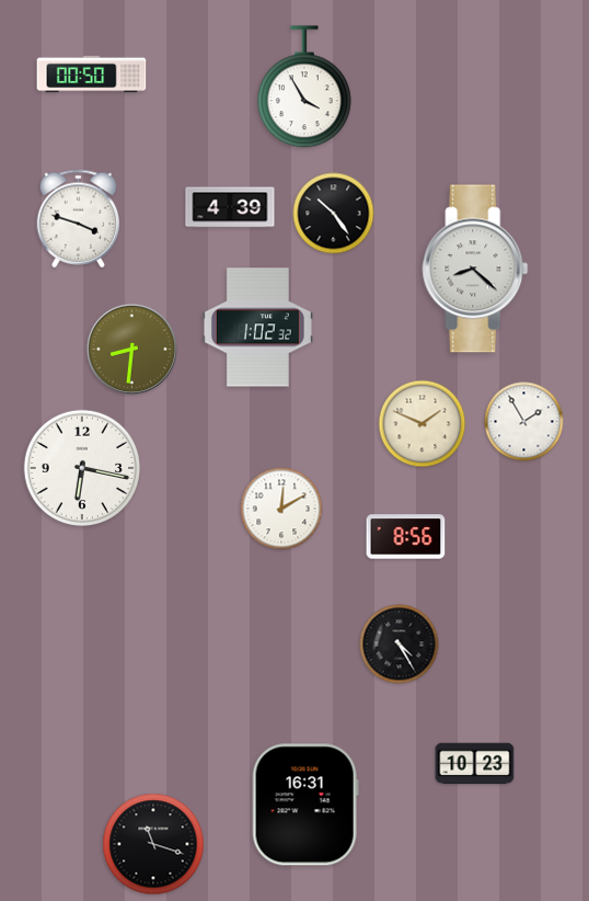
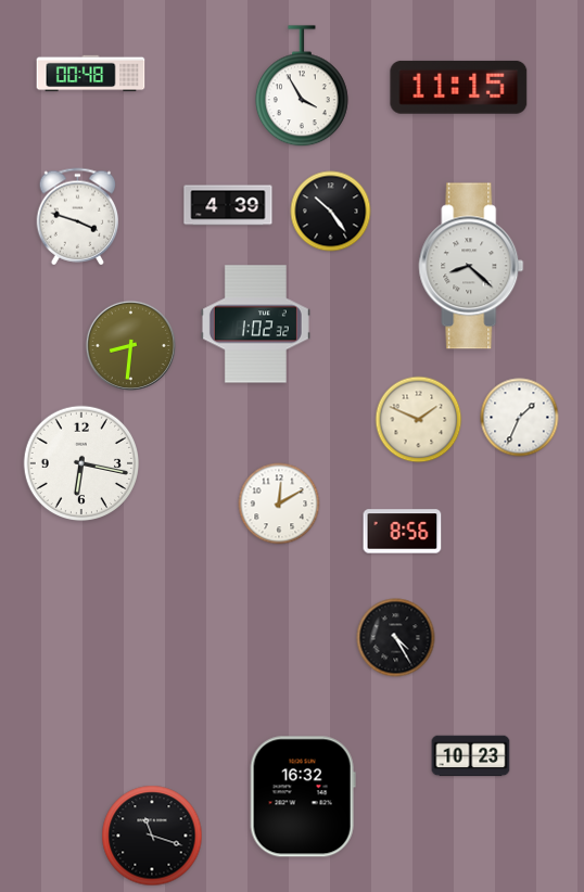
clock at (92, 75): 00:50 -> 00:48
clock at (459, 87): none -> 11:15
clock at (524, 422): 1:55 -> 1:34
clock at (305, 805): 16:31 -> 16:32
